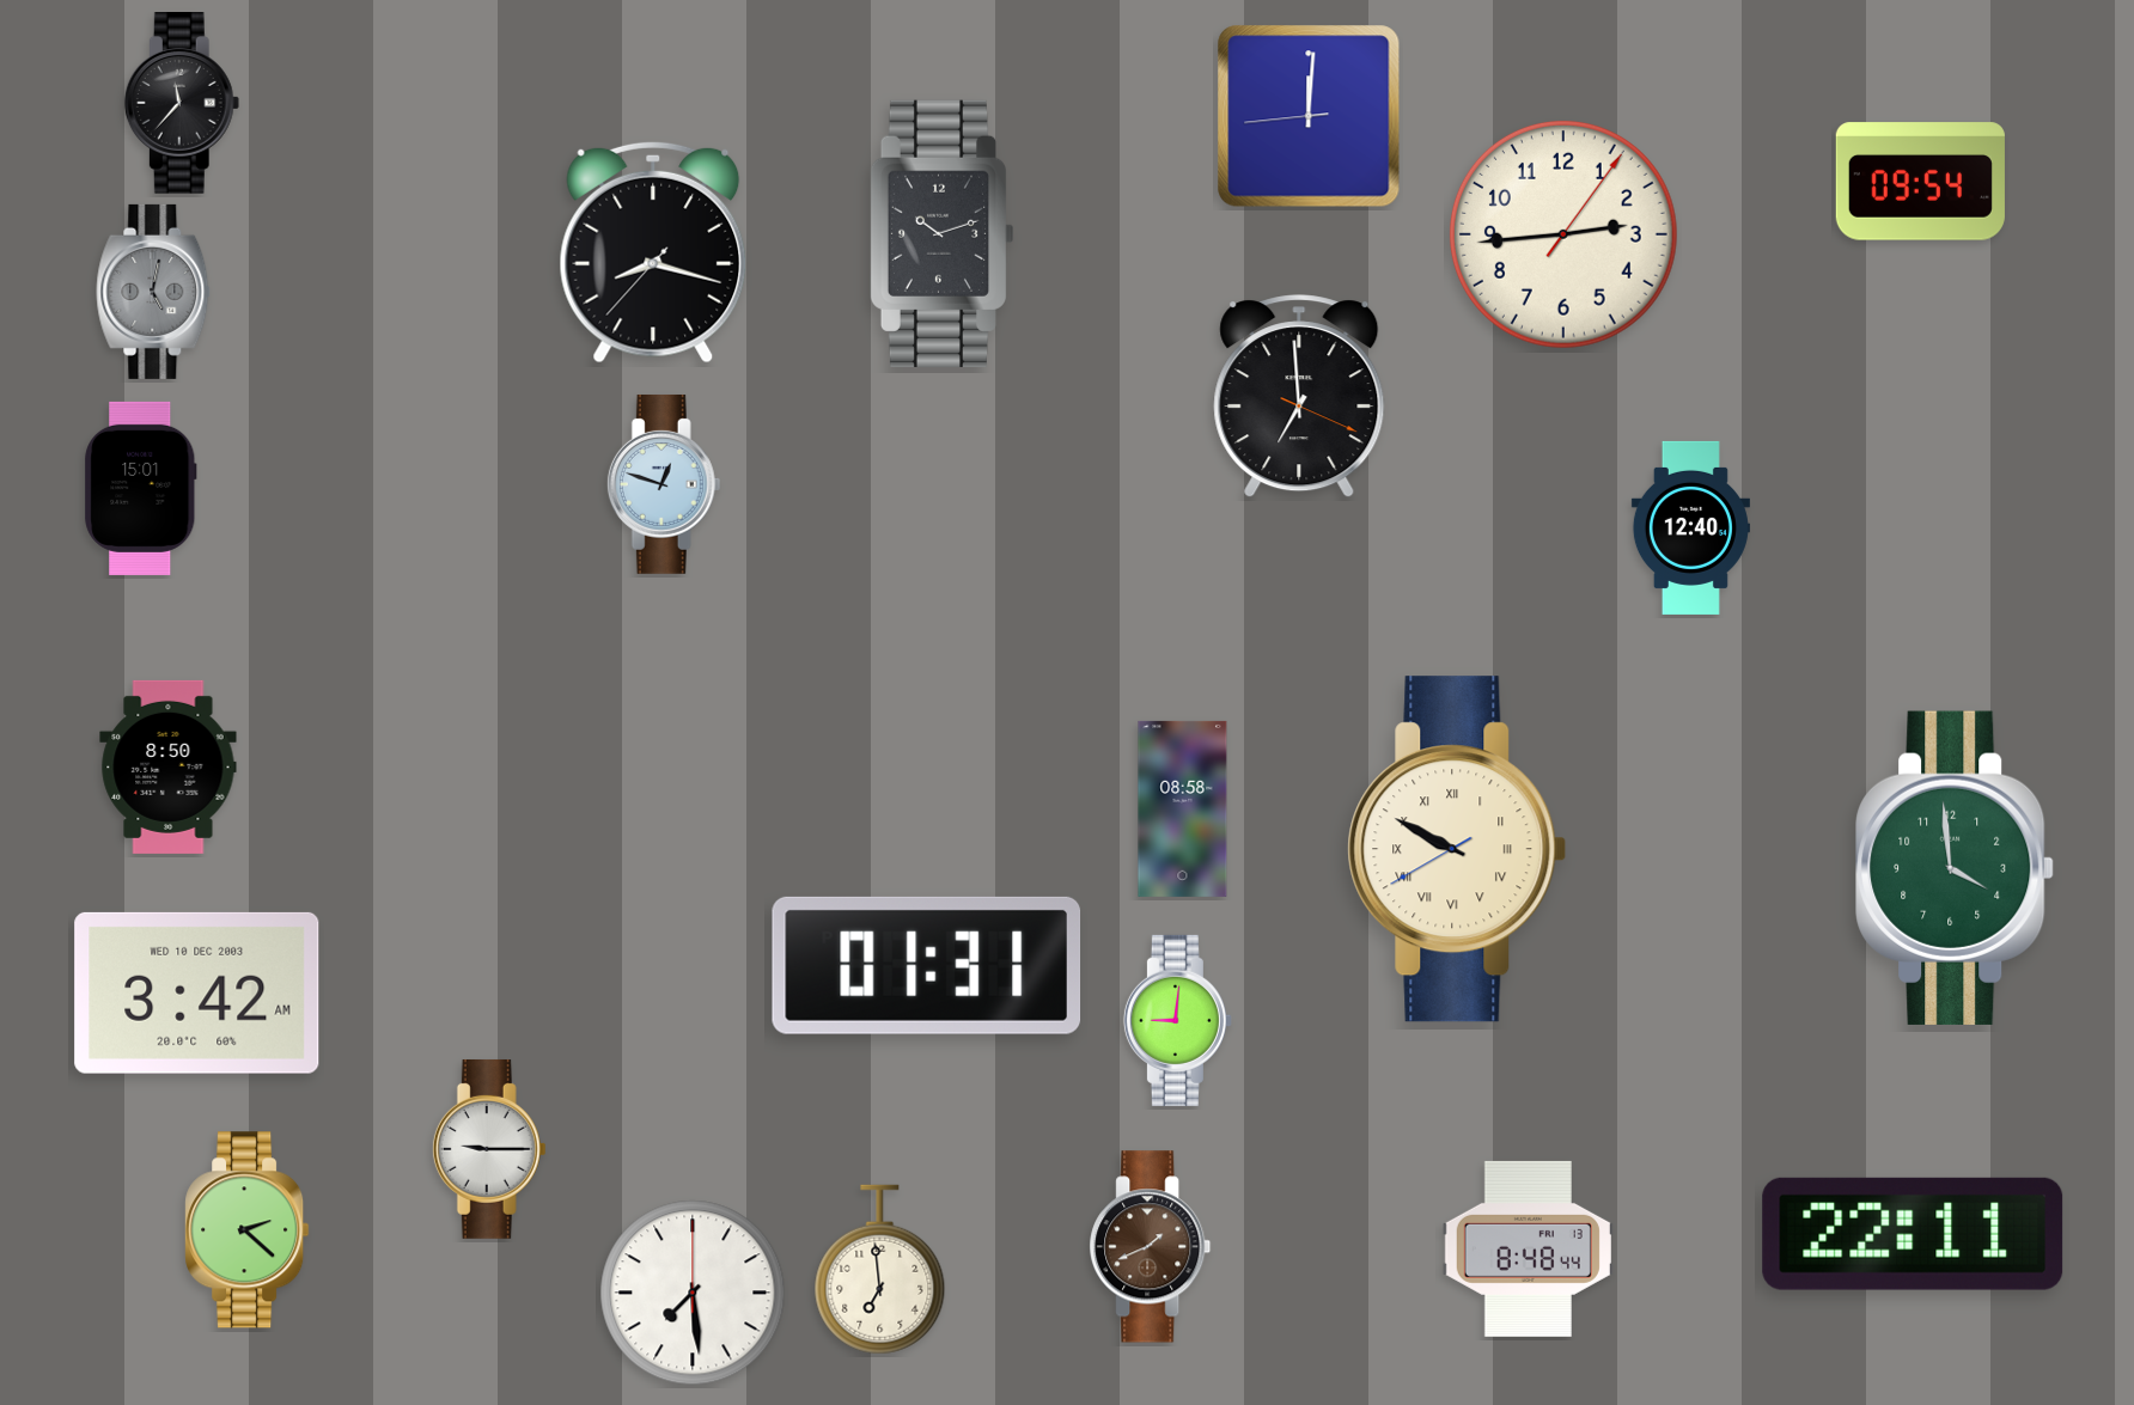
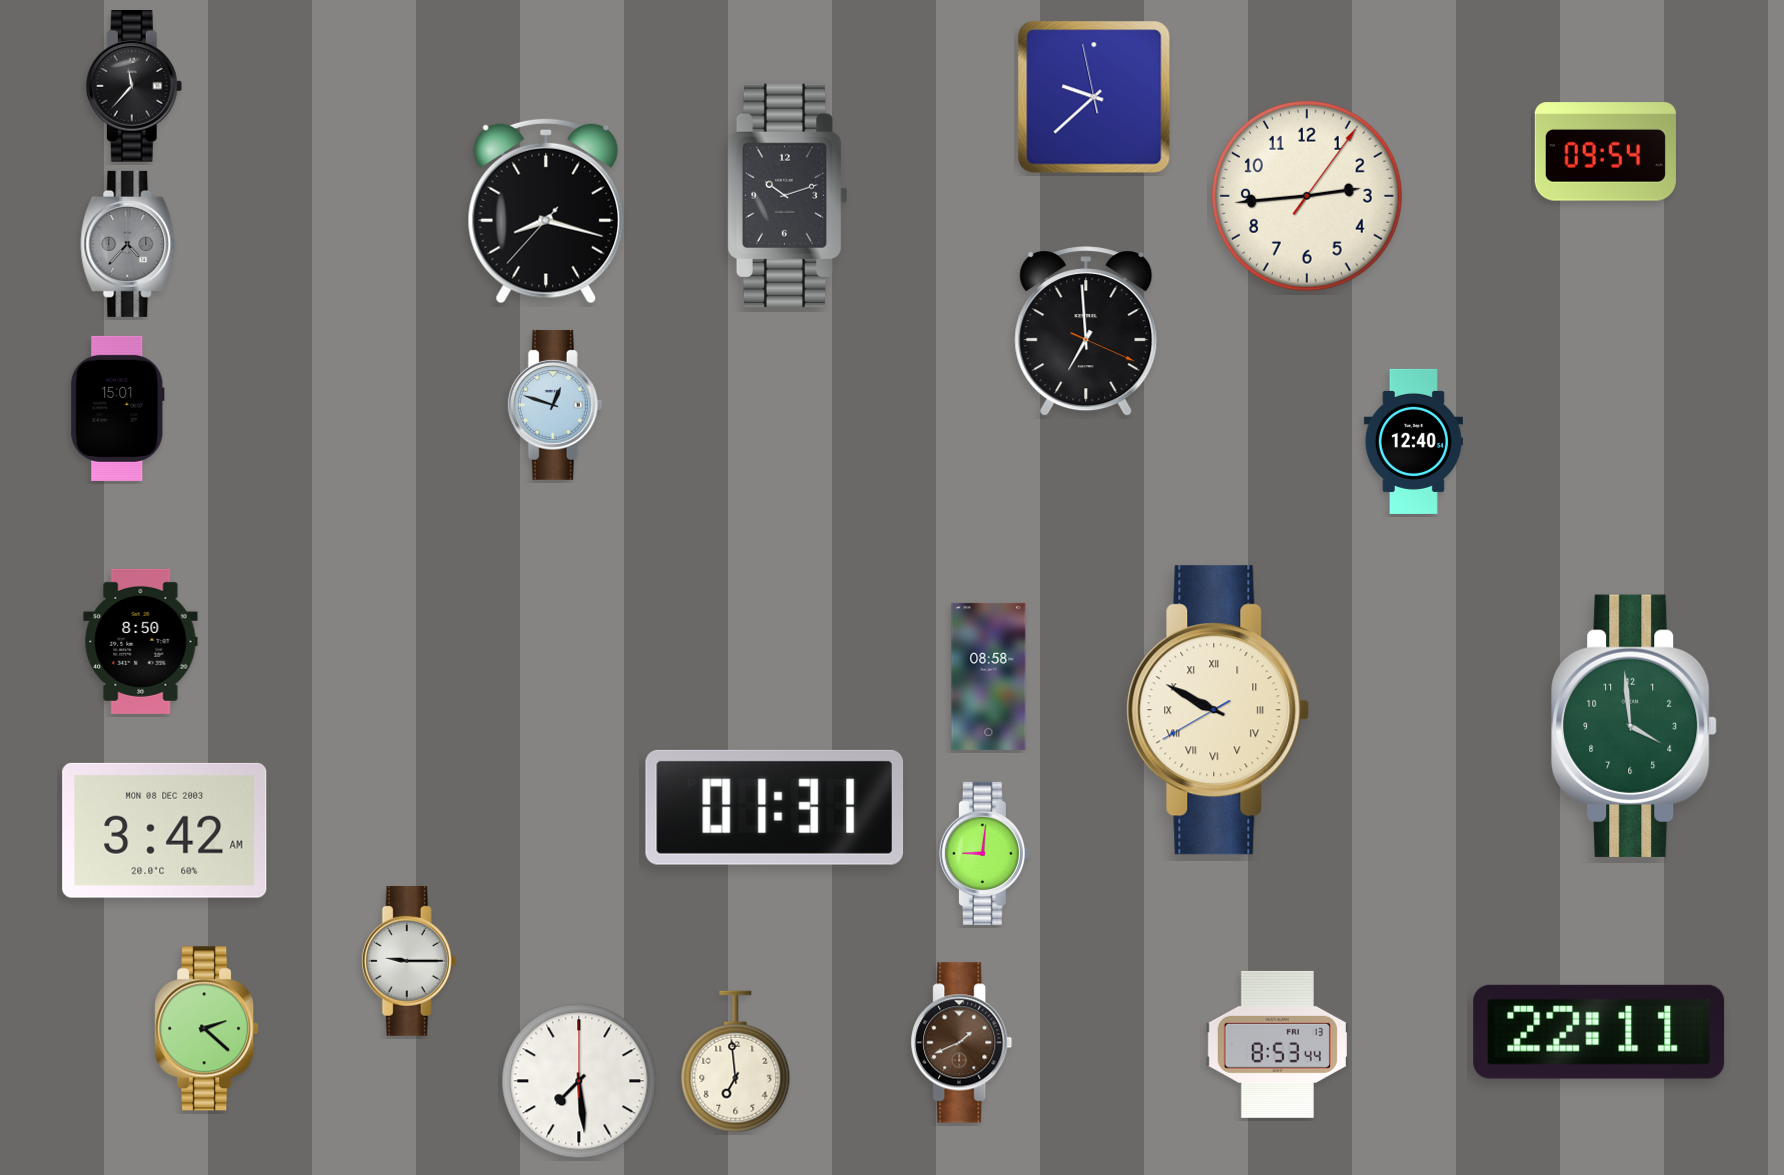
clock at (182, 104) position: (182, 104) -> (134, 87)
clock at (1309, 116): 12:00 -> 9:37
clock at (153, 292): 5:02 -> 4:37
clock at (197, 992) date: WED 10 DEC 2003 -> MON 08 DEC 2003
clock at (1528, 1248): 8:48 -> 8:53
